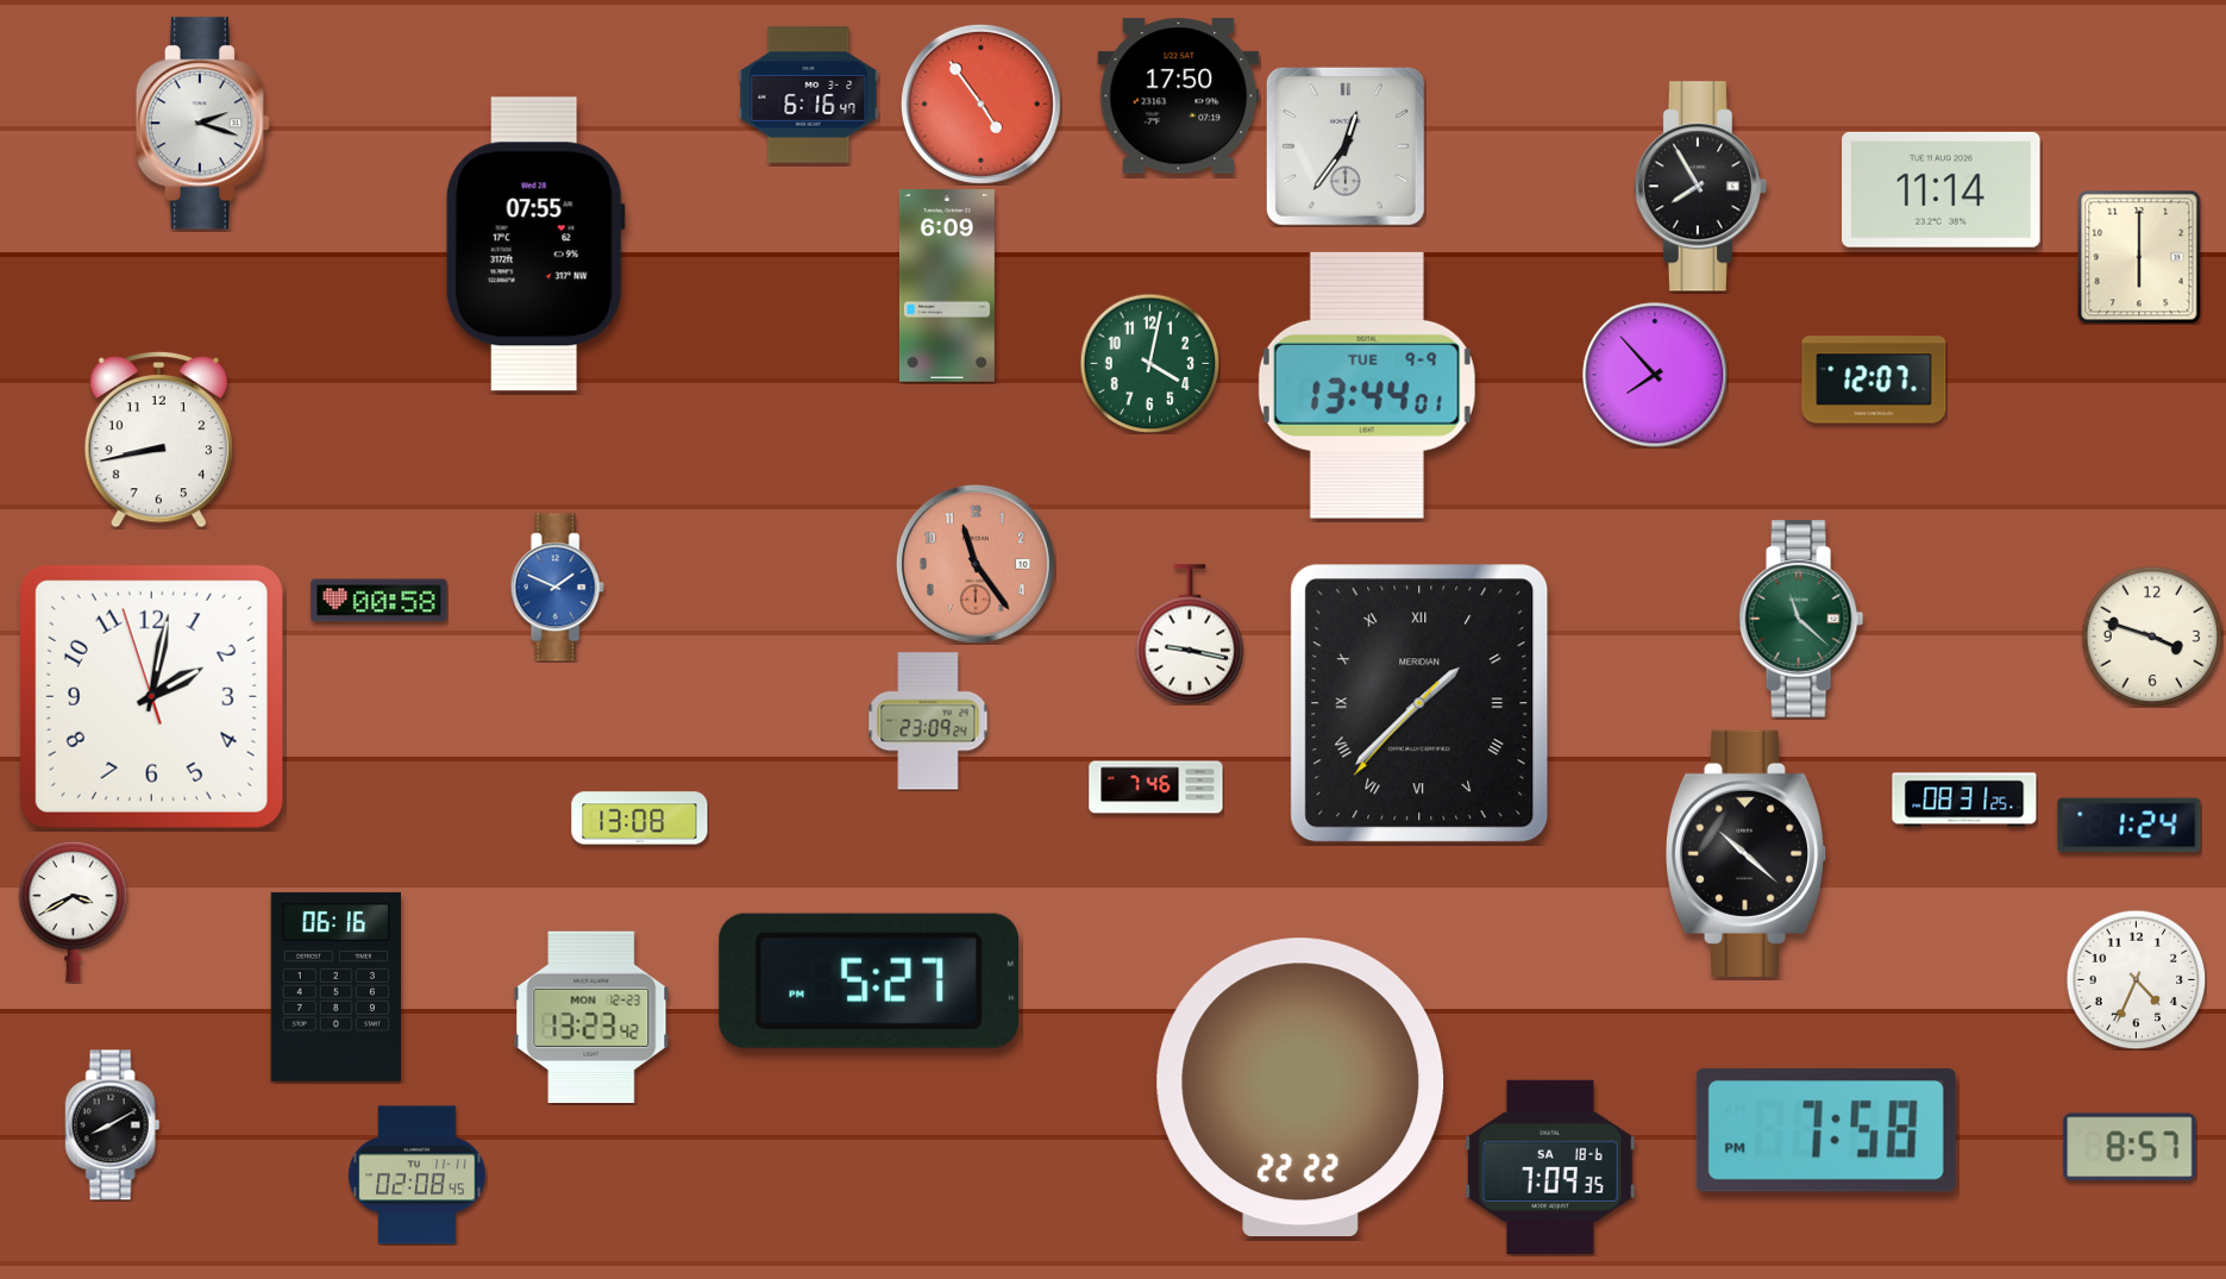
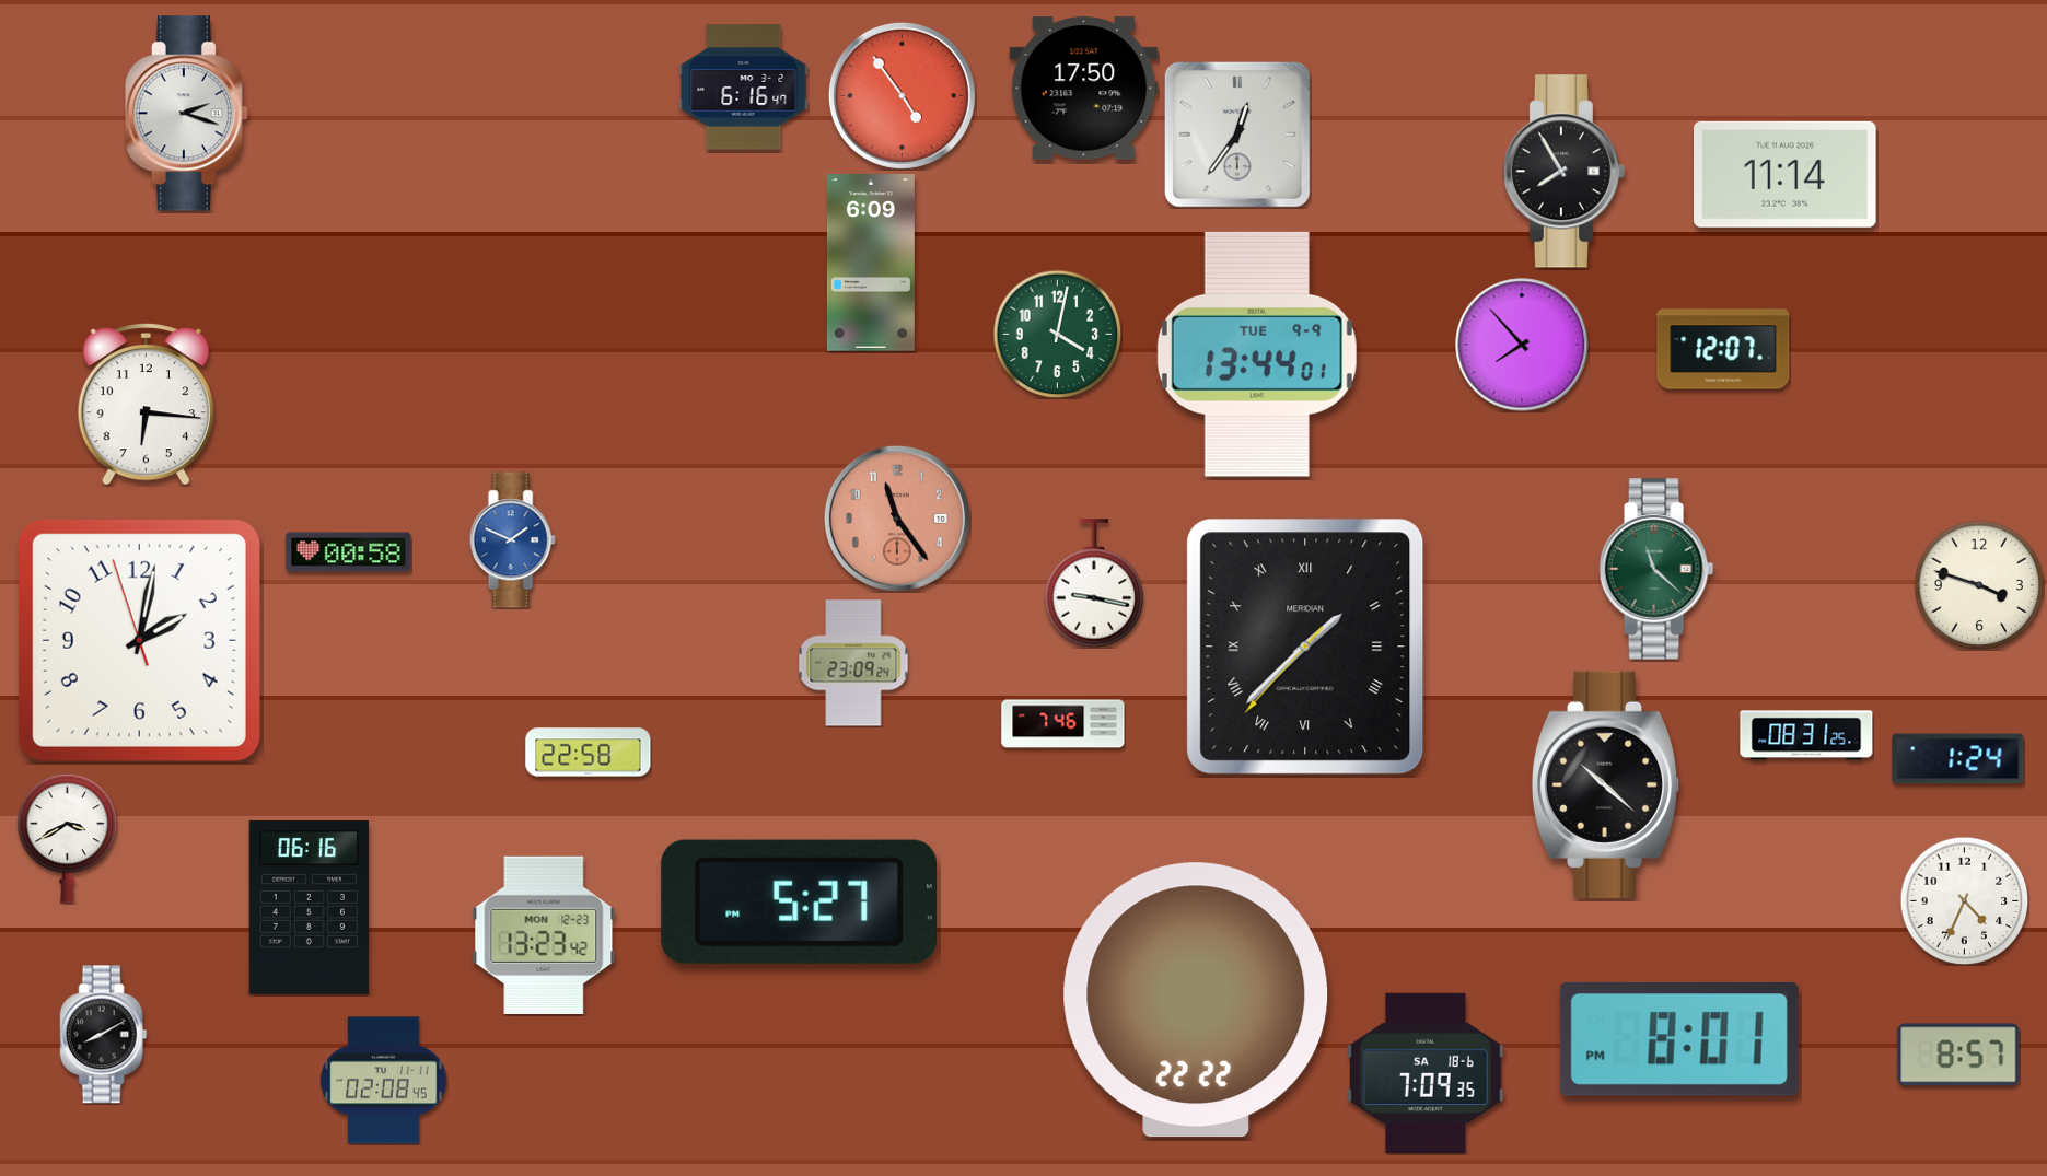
clock at (535, 244): 07:55 -> none
clock at (2139, 257): 6:00 -> none
clock at (158, 439): 8:43 -> 6:16
clock at (640, 819): 13:08 -> 22:58
clock at (1826, 1130): 7:58 -> 8:01
